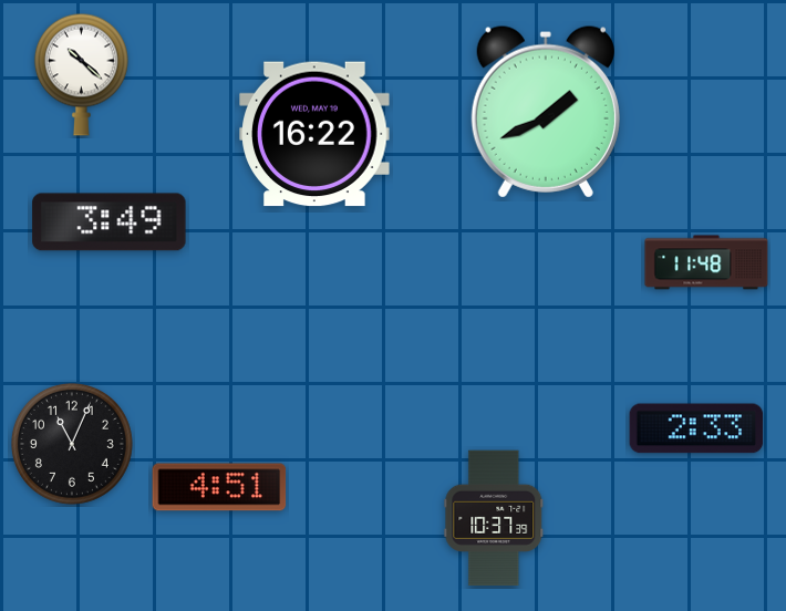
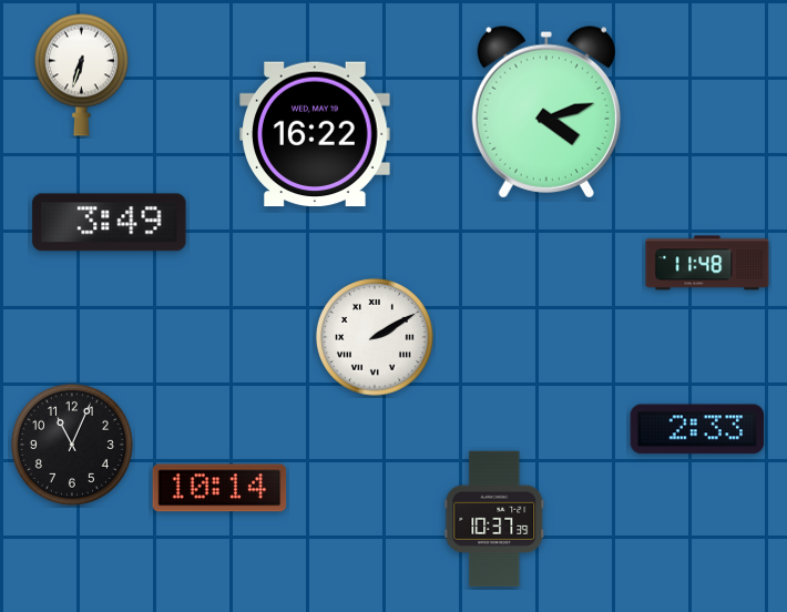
clock at (81, 74): 10:22 -> 6:33
clock at (546, 112): 1:41 -> 4:12
clock at (375, 337): none -> 2:10
clock at (219, 487): 4:51 -> 10:14
